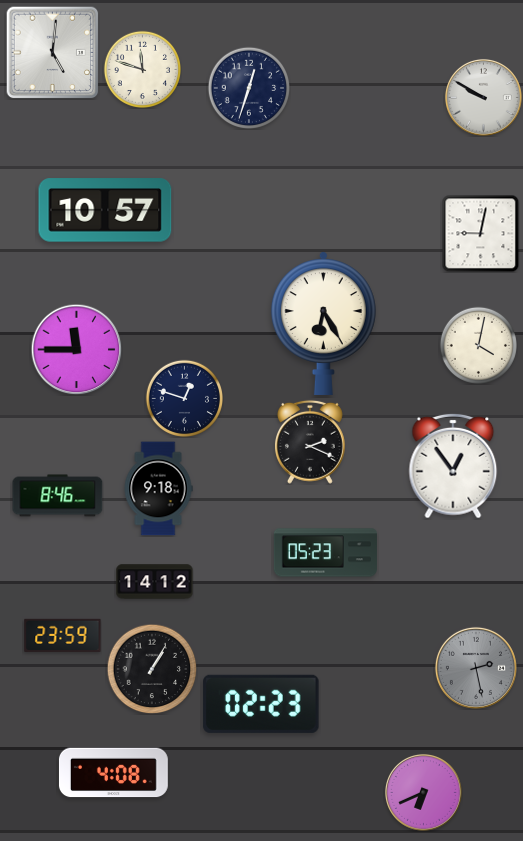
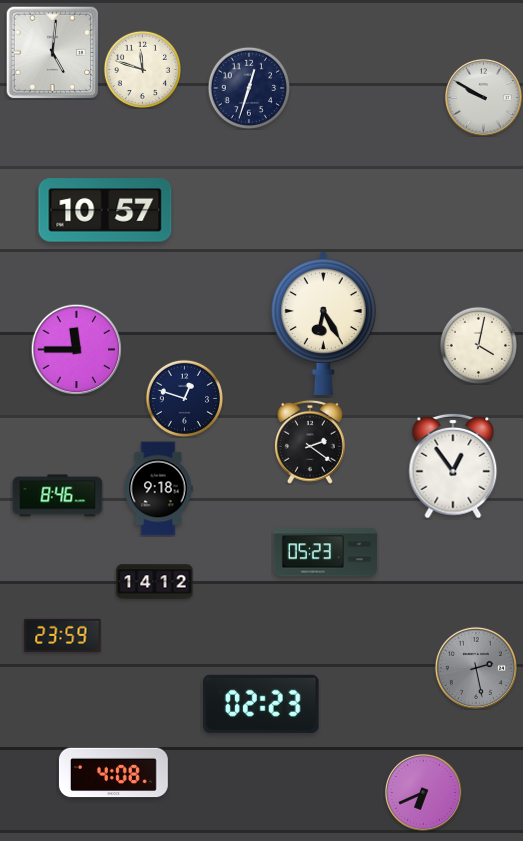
clock at (480, 233): 9:02 -> none
clock at (310, 442): 2:19 -> 2:21
clock at (152, 669): 1:05 -> none
